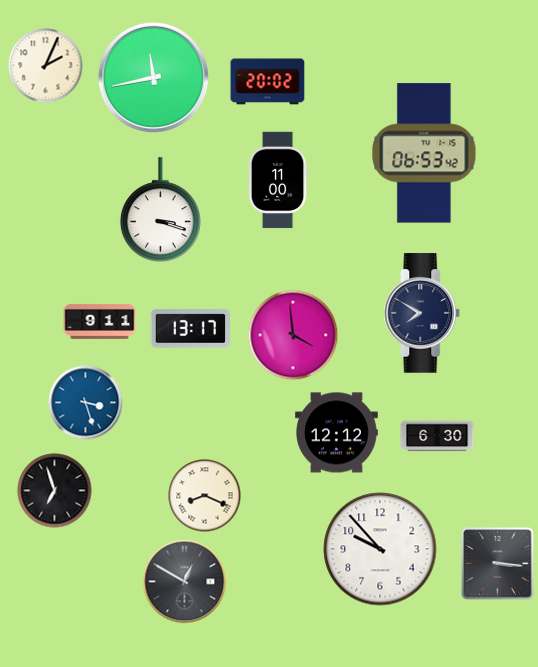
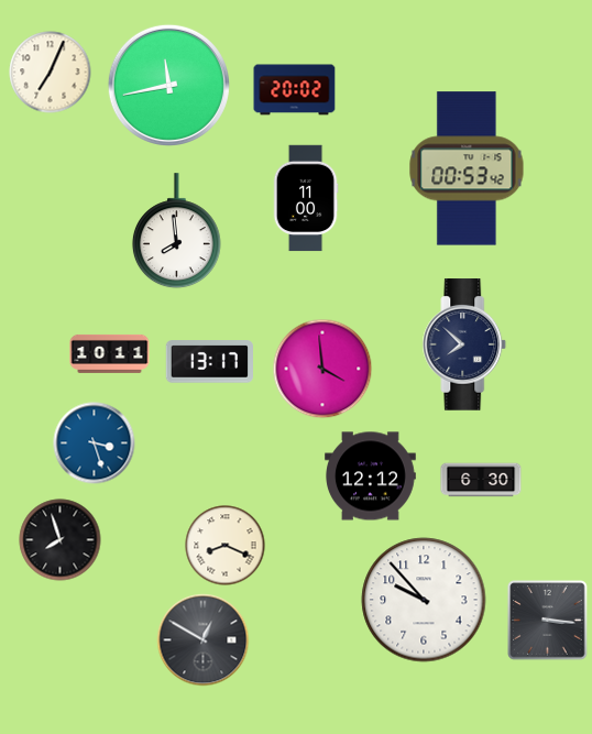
clock at (46, 66): 2:04 -> 7:04
clock at (424, 153): 06:53 -> 00:53
clock at (160, 210): 3:18 -> 7:59
clock at (422, 313): 7:50 -> 7:52
clock at (100, 321): 9:11 -> 10:11
clock at (55, 491): 6:57 -> 7:57
clock at (380, 549) position: (380, 549) -> (424, 600)
